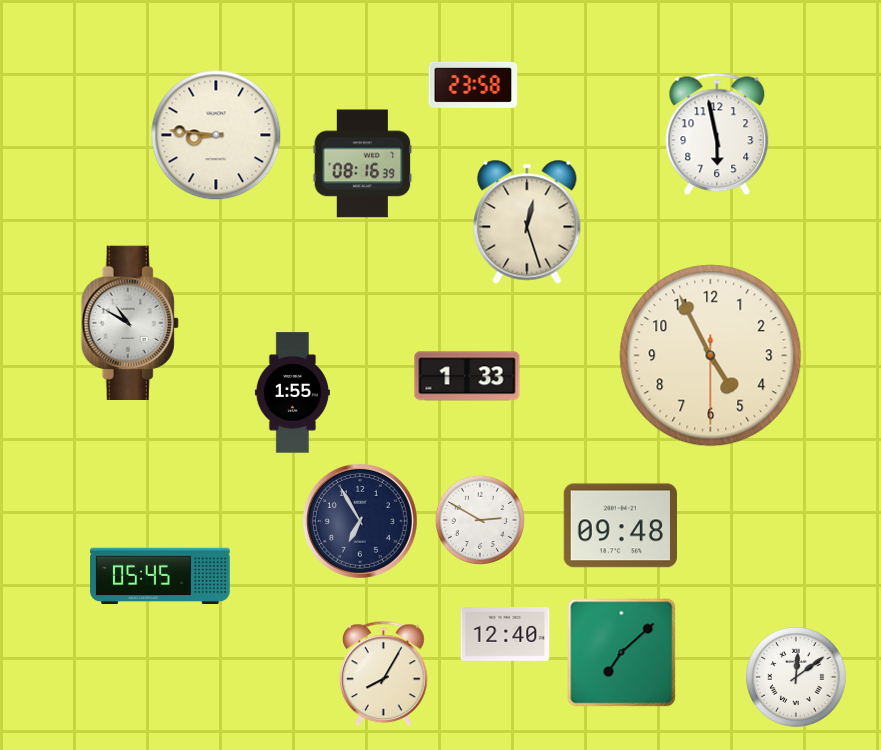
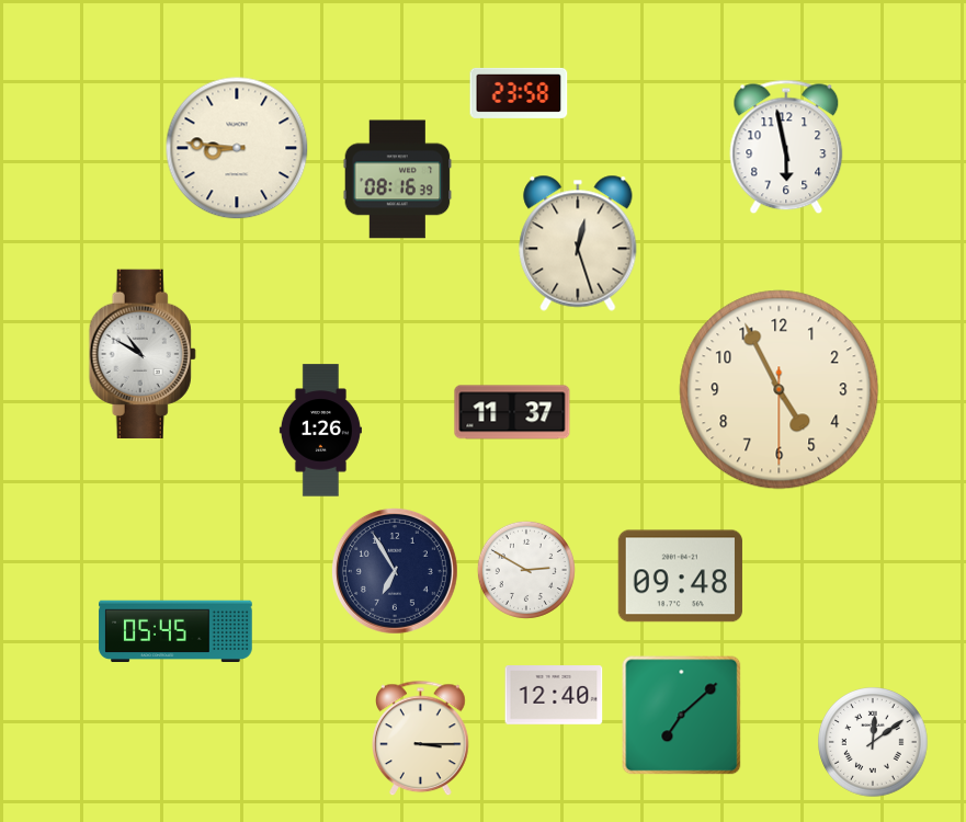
clock at (467, 376): 1:33 -> 11:37
clock at (292, 393): 1:55 -> 1:26
clock at (384, 674): 8:05 -> 3:15
